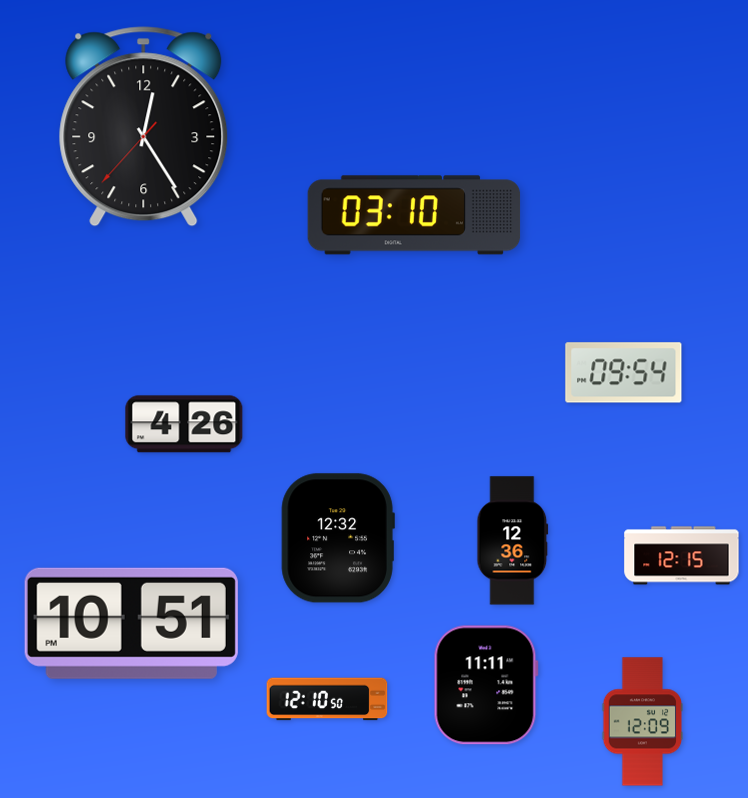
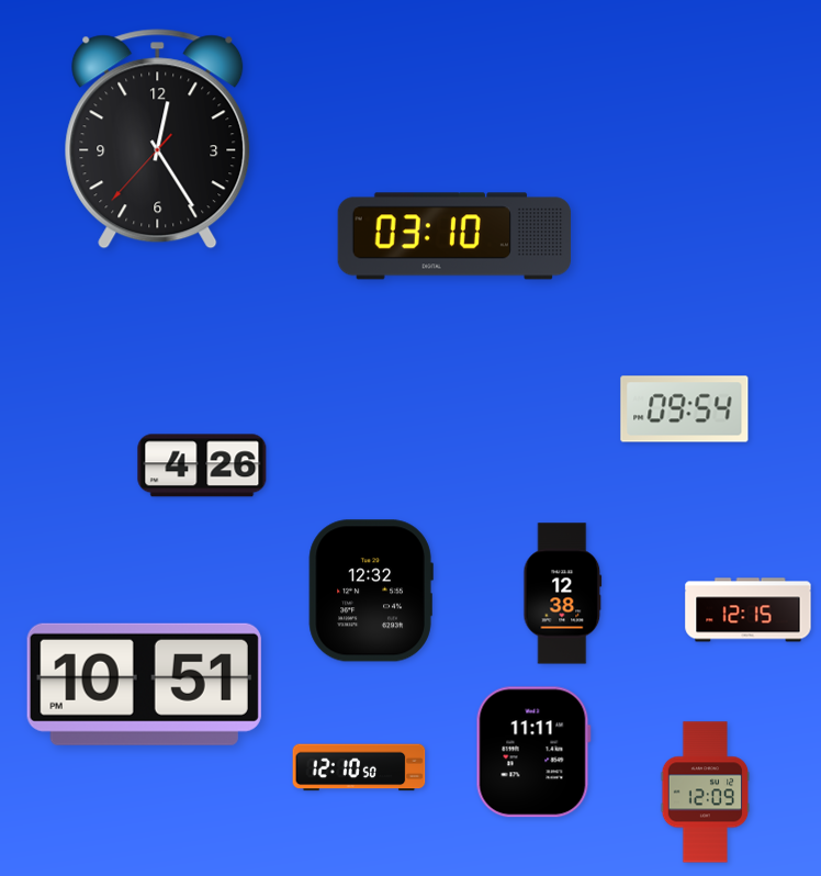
clock at (513, 541): 12:36 -> 12:38
